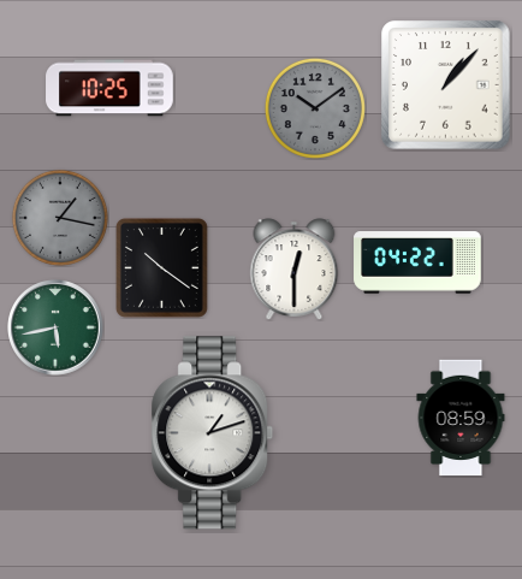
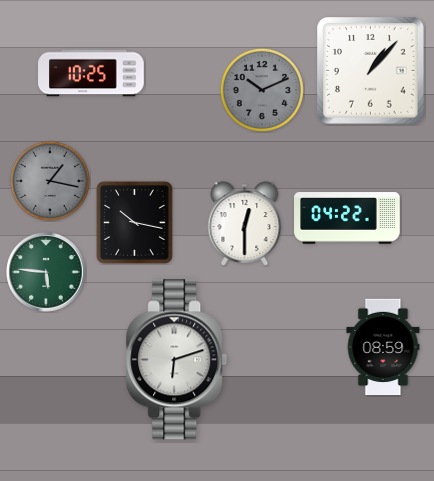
clock at (315, 108): 10:09 -> 10:11
clock at (161, 267): 10:21 -> 10:17
clock at (55, 327): 5:43 -> 5:46
clock at (213, 433): 1:12 -> 6:12
